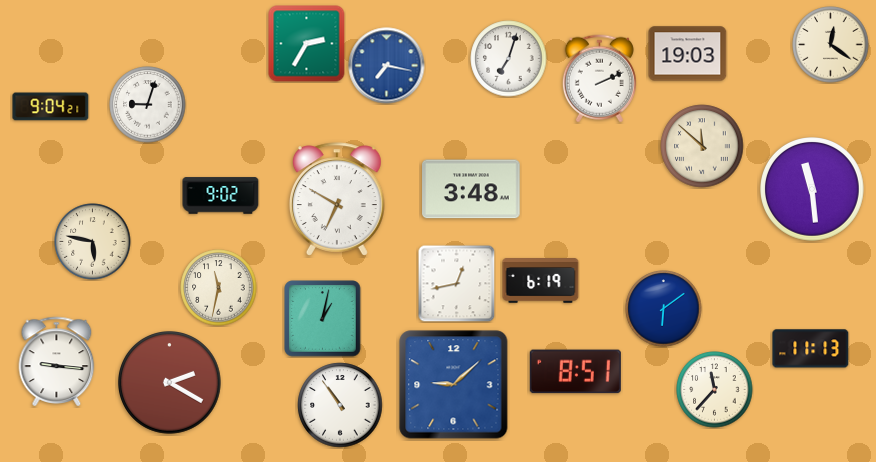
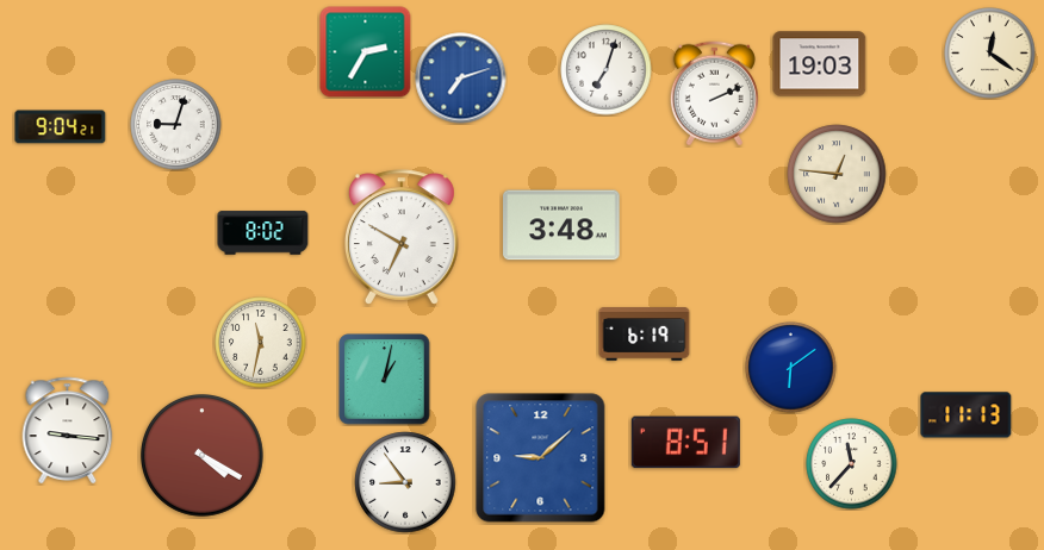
clock at (387, 66): 7:17 -> 7:12
clock at (702, 146): 11:52 -> 12:46
clock at (813, 190): 11:29 -> none
clock at (221, 196): 9:02 -> 8:02
clock at (93, 242): 5:47 -> none
clock at (456, 283): 12:43 -> none
clock at (170, 383): 2:20 -> 4:20
clock at (340, 405): 10:54 -> 8:54
